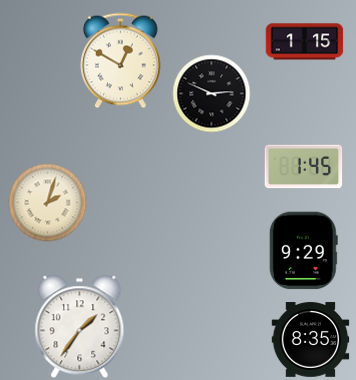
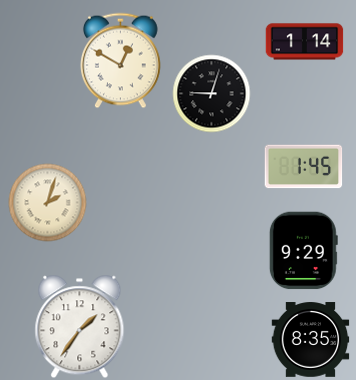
clock at (304, 42): 1:15 -> 1:14
clock at (211, 93): 2:49 -> 9:03
